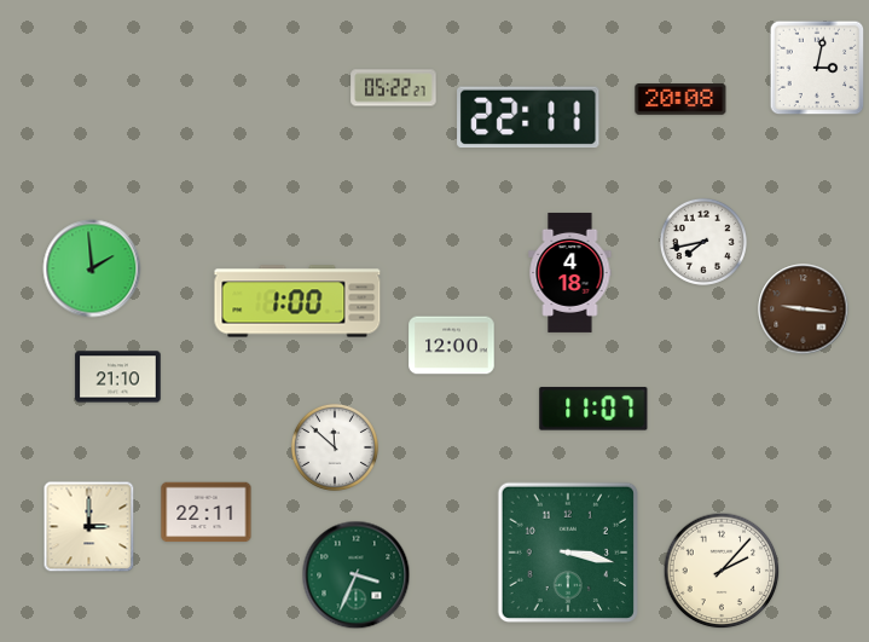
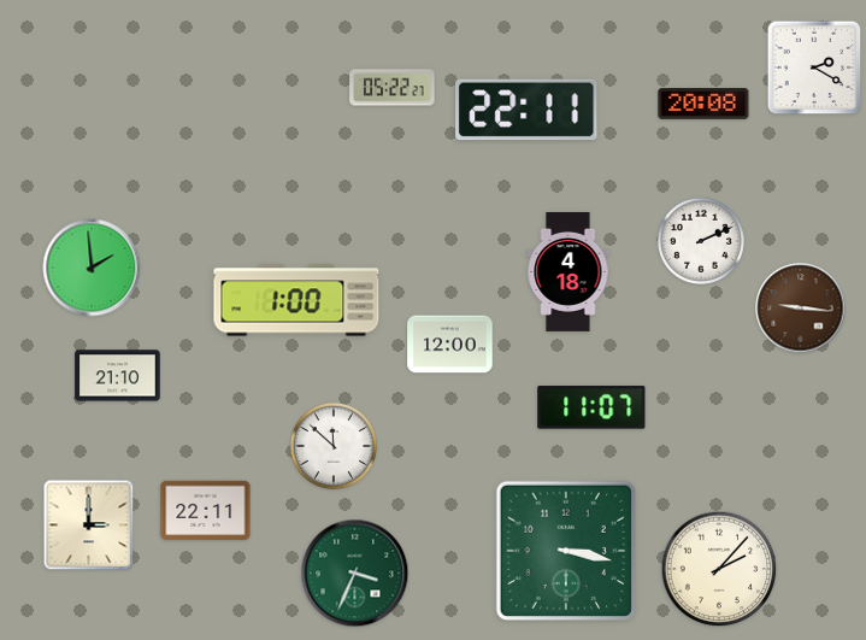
clock at (817, 68): 3:02 -> 2:20
clock at (680, 100) position: (680, 100) -> (703, 105)
clock at (528, 117) position: (528, 117) -> (526, 110)
clock at (703, 242): 7:43 -> 2:11
